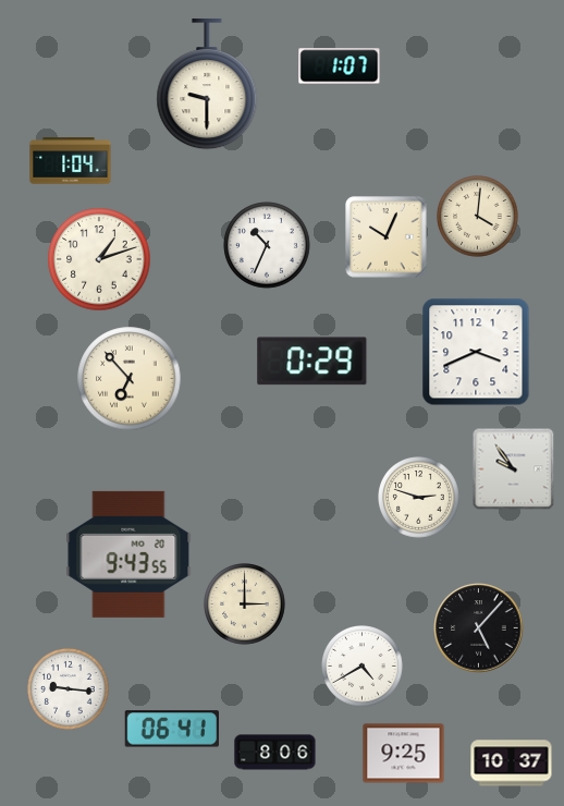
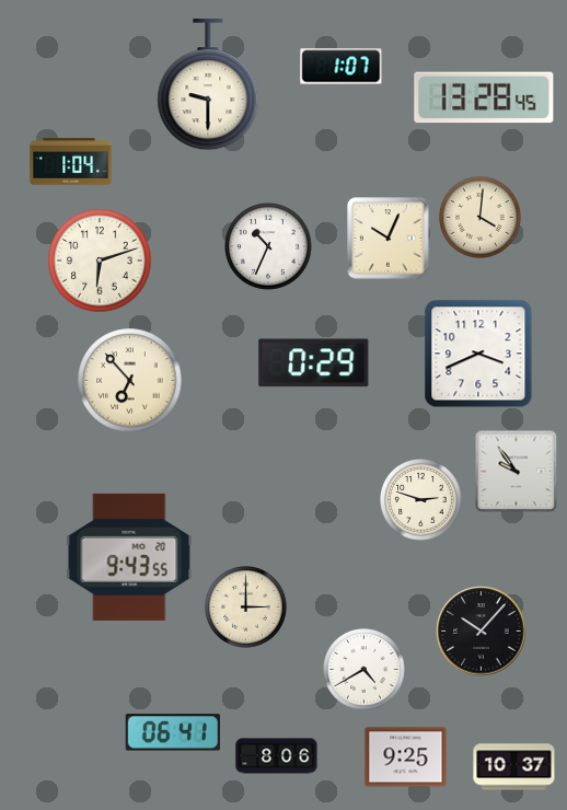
clock at (484, 97): none -> 13:28
clock at (99, 259): 1:12 -> 6:12
clock at (479, 628): 5:07 -> 10:07
clock at (69, 689): 9:16 -> none
